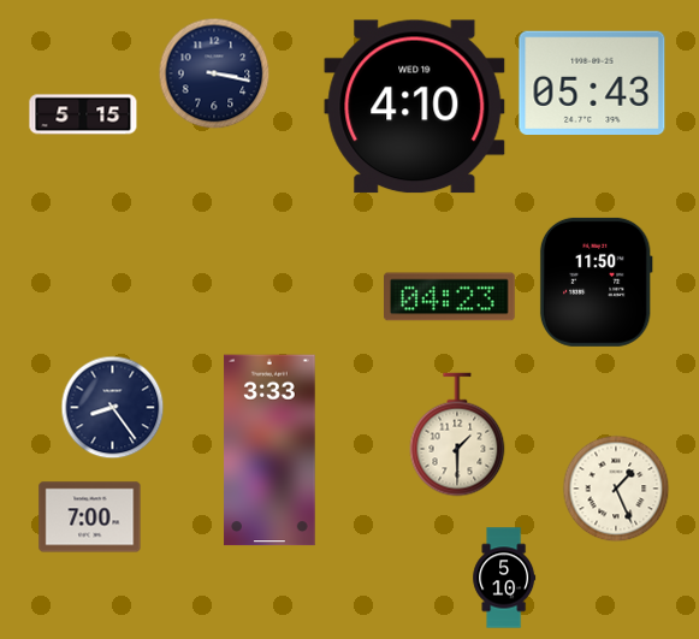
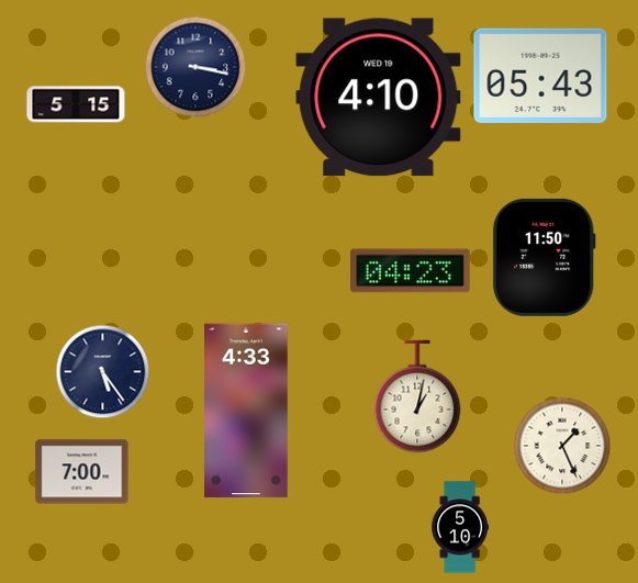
clock at (113, 408): 8:24 -> 5:24
clock at (457, 434): 1:30 -> 1:02
clock at (269, 450): 3:33 -> 4:33
